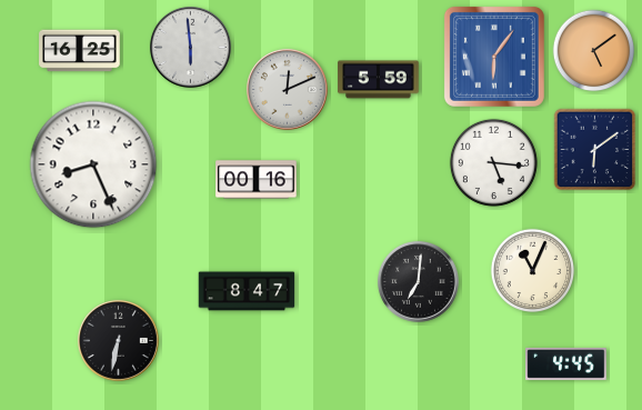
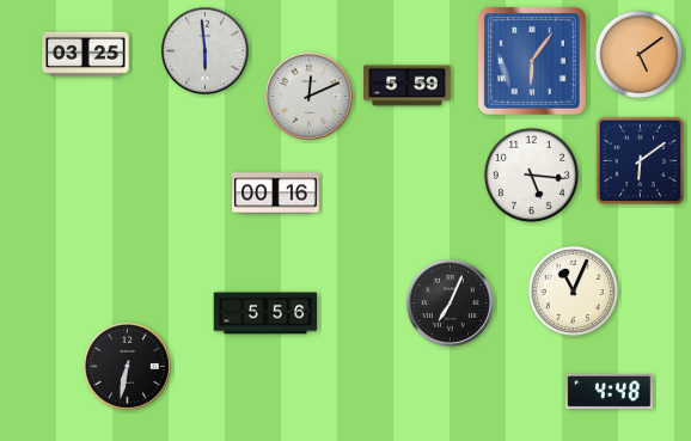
clock at (80, 51): 16:25 -> 03:25
clock at (93, 164): 8:26 -> none
clock at (418, 281): 7:01 -> 7:04
clock at (247, 291): 8:47 -> 5:56
clock at (566, 363): 4:45 -> 4:48
